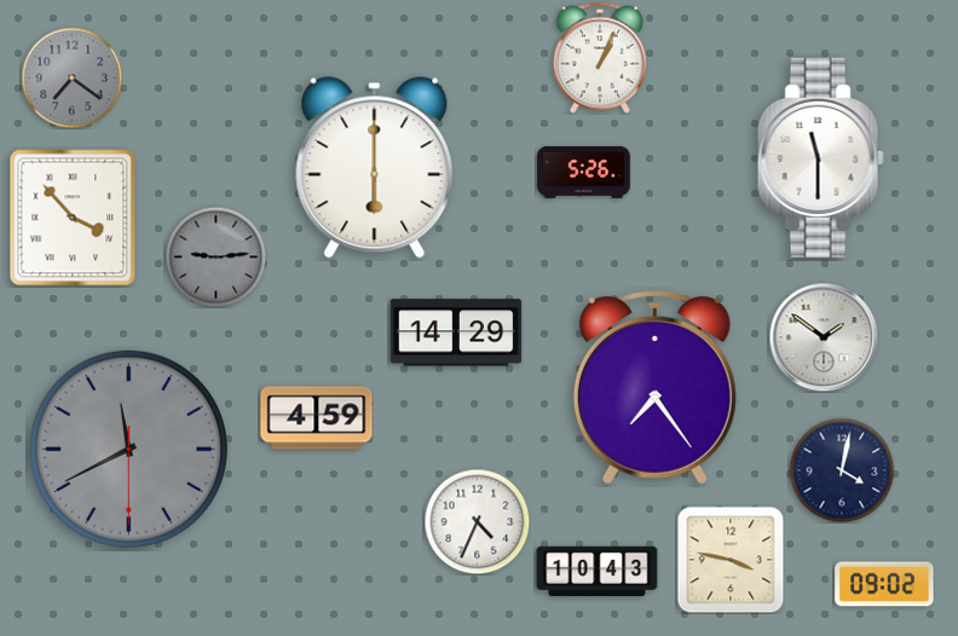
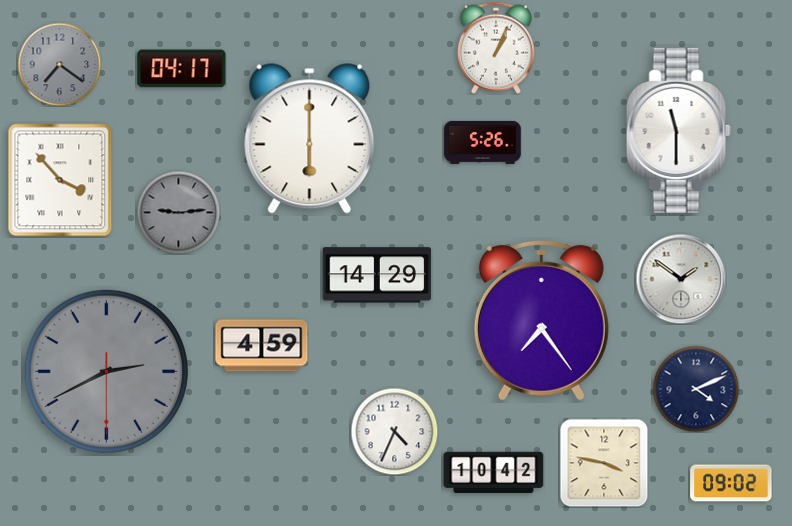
clock at (182, 69): none -> 04:17
clock at (128, 449): 11:40 -> 2:40
clock at (842, 470): 4:02 -> 4:11
clock at (598, 571): 10:43 -> 10:42
